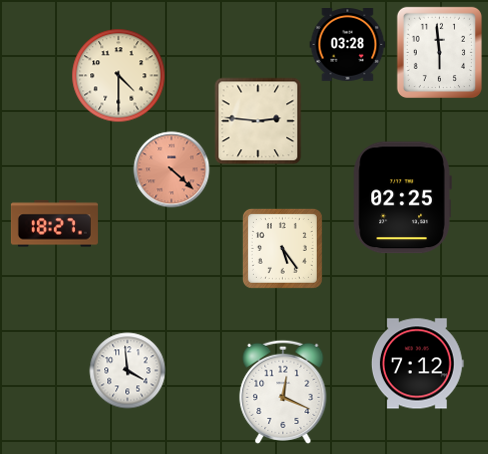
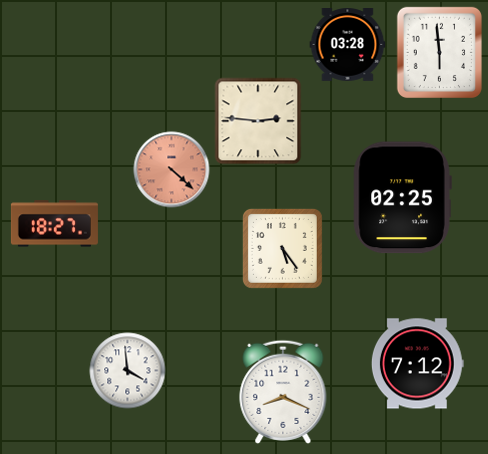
clock at (119, 76): 4:30 -> none
clock at (283, 392): 12:19 -> 8:19
